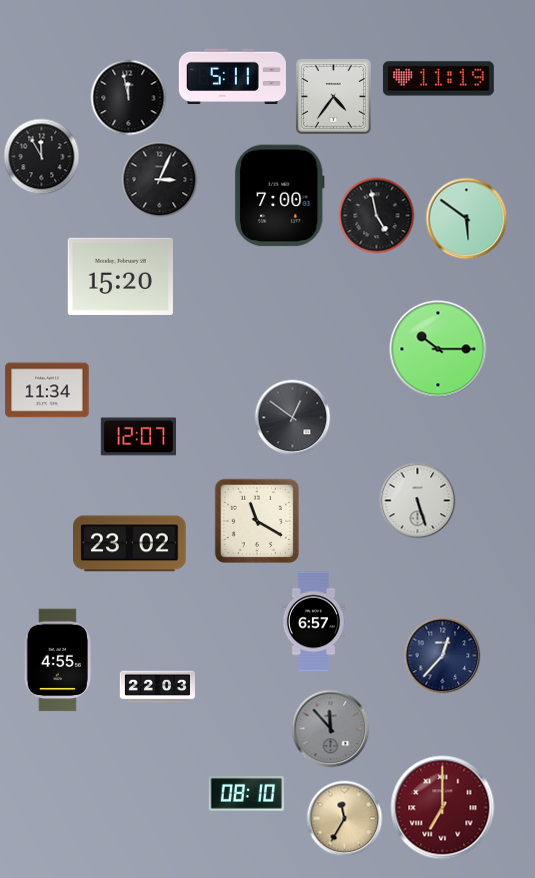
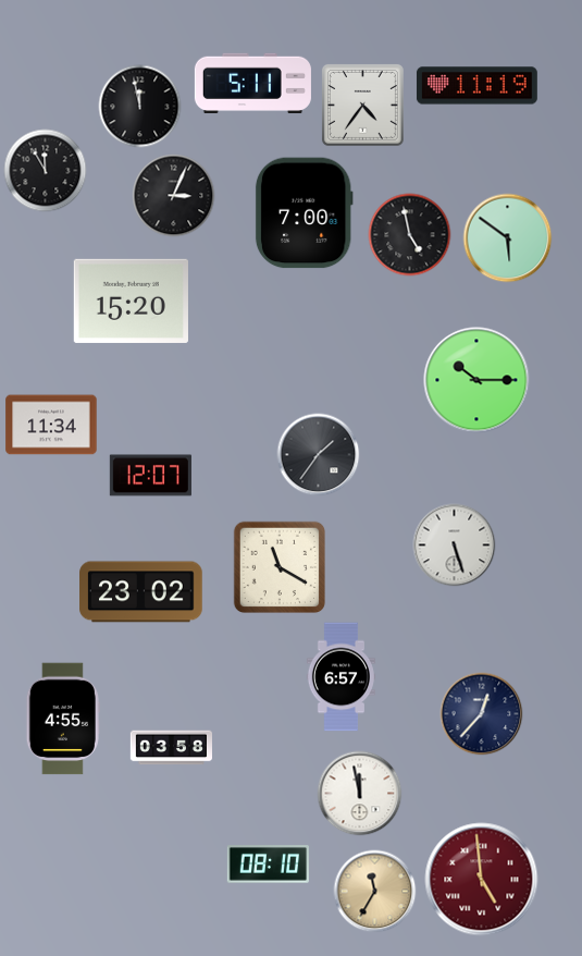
clock at (293, 418): 12:51 -> 1:36
clock at (157, 687): 22:03 -> 03:58
clock at (331, 729): 11:53 -> 11:58
clock at (331, 729) dial: grey -> white
clock at (443, 808): 7:00 -> 4:59
